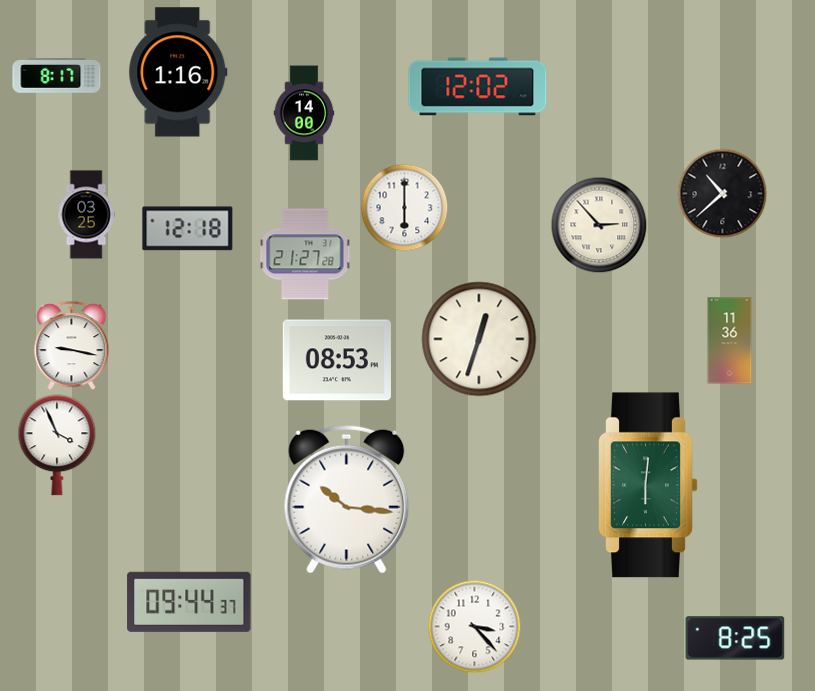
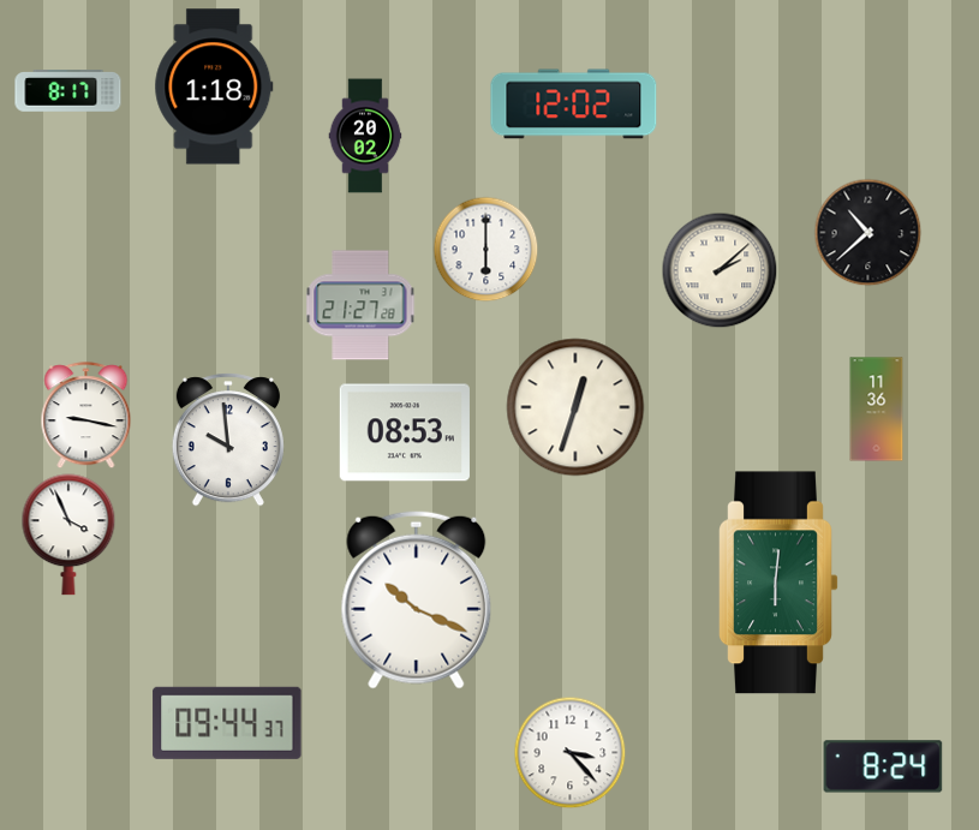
clock at (178, 72): 1:16 -> 1:18
clock at (304, 113): 14:00 -> 20:02
clock at (86, 215): 03:25 -> none
clock at (599, 225): 2:53 -> 2:08
clock at (188, 229): 12:18 -> none
clock at (305, 254) position: (305, 254) -> (360, 305)
clock at (228, 440): none -> 9:59
clock at (347, 499): 10:16 -> 10:19
clock at (735, 638): 8:25 -> 8:24
